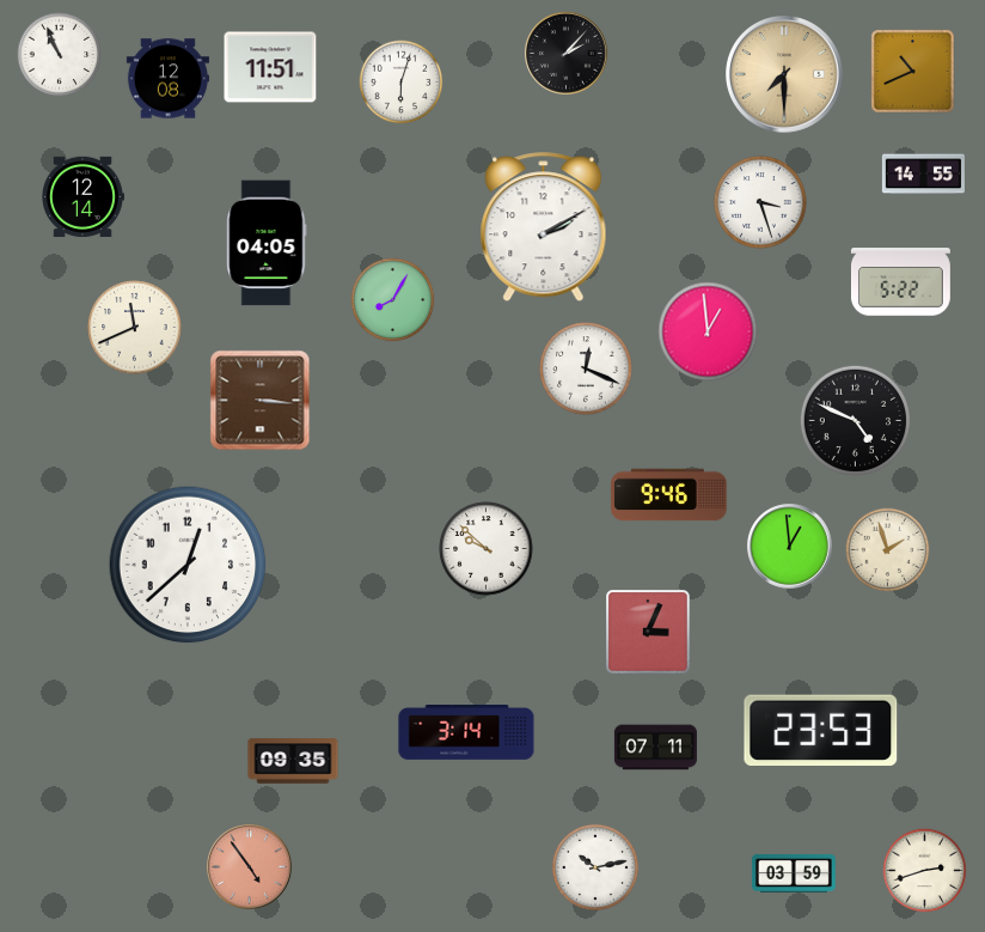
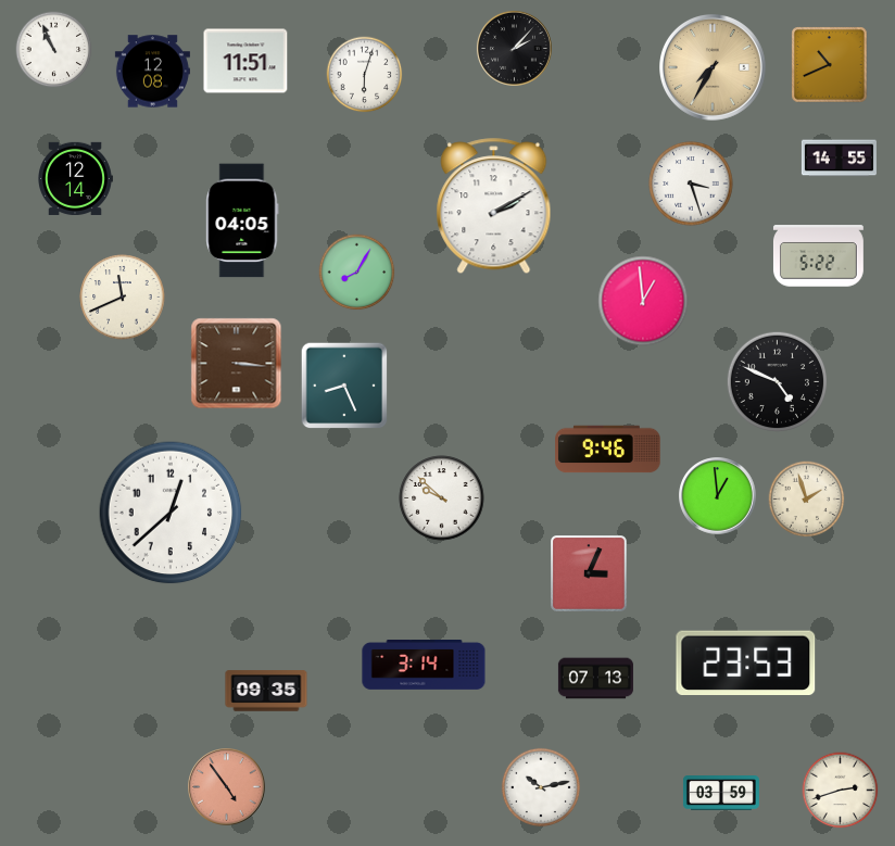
clock at (785, 75): 7:30 -> 7:35
clock at (586, 368): 12:19 -> none
clock at (344, 386): none -> 8:26
clock at (655, 748): 07:11 -> 07:13
